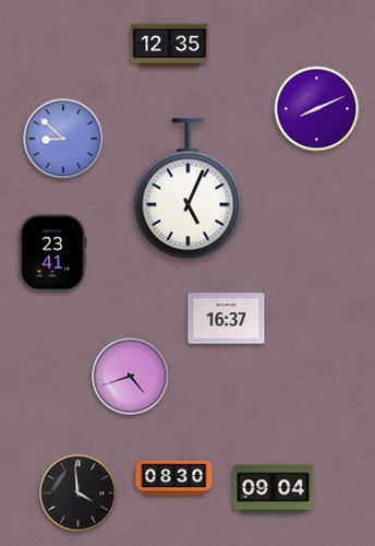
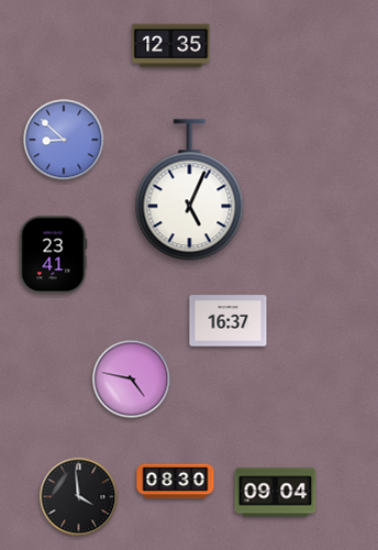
clock at (317, 109): 8:11 -> none
clock at (131, 377): 4:42 -> 4:47
